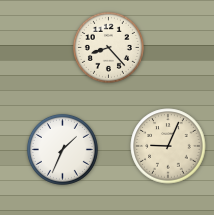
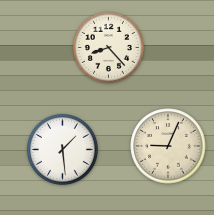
clock at (62, 149): 1:34 -> 1:29
